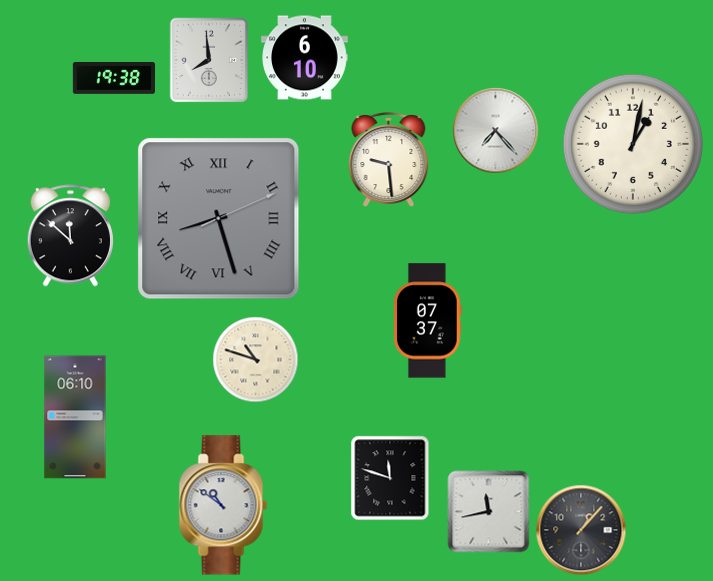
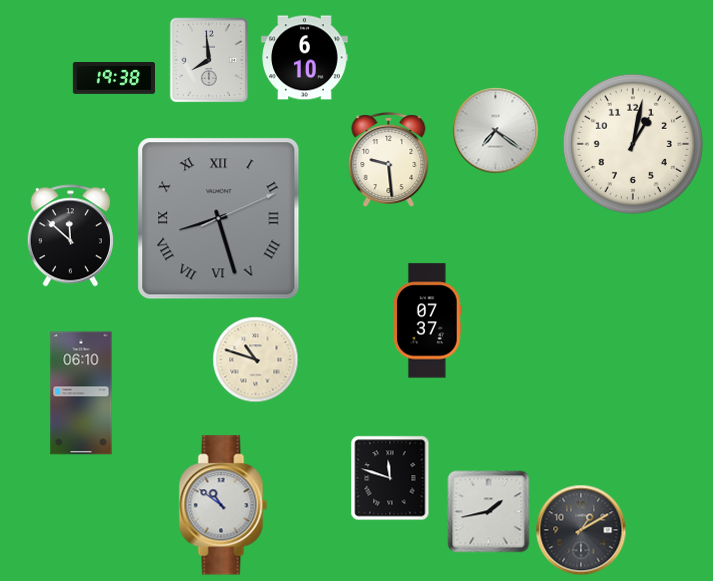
clock at (496, 131): 7:23 -> 7:21
clock at (75, 417) position: (75, 417) -> (81, 393)
clock at (489, 512): 11:43 -> 1:43
clock at (581, 530): 1:07 -> 1:10
